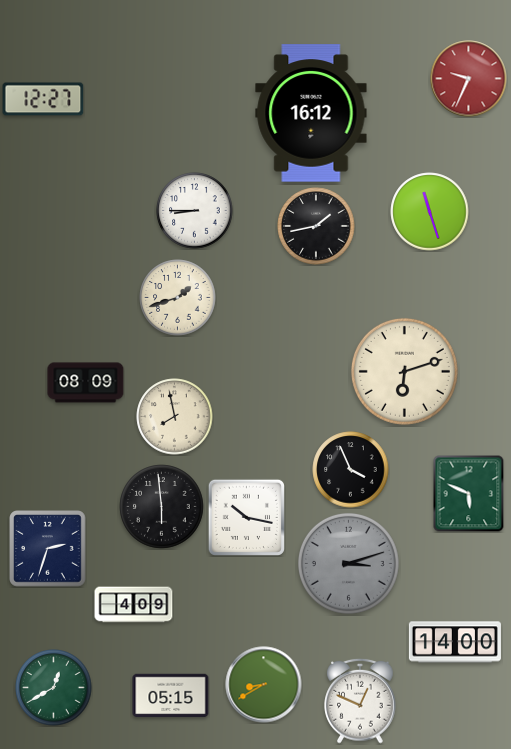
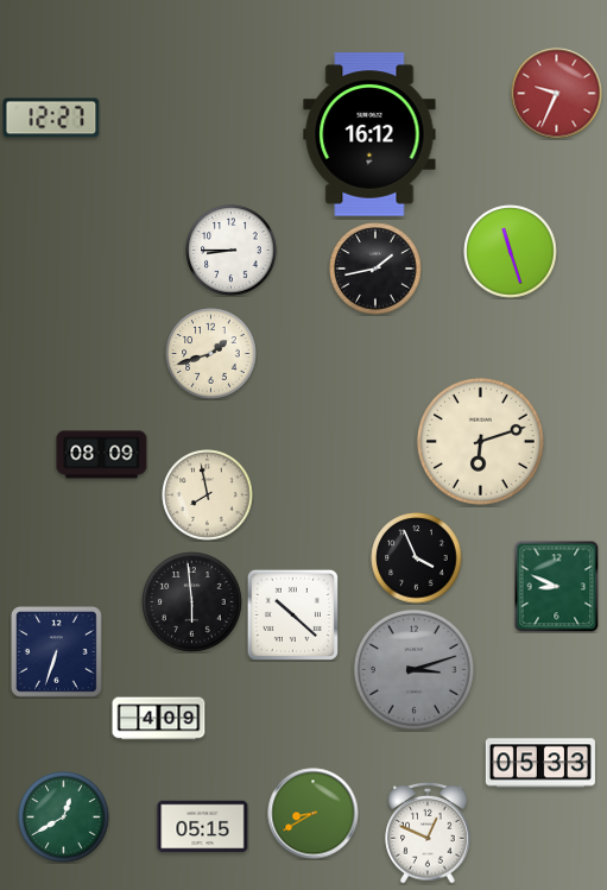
clock at (469, 493): 5:49 -> 8:49
clock at (246, 517): 10:17 -> 10:22
clock at (48, 549): 2:33 -> 6:33
clock at (455, 642): 14:00 -> 05:33
